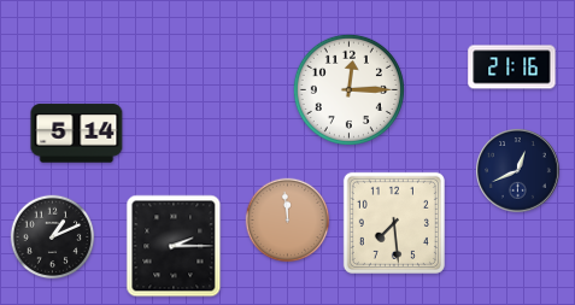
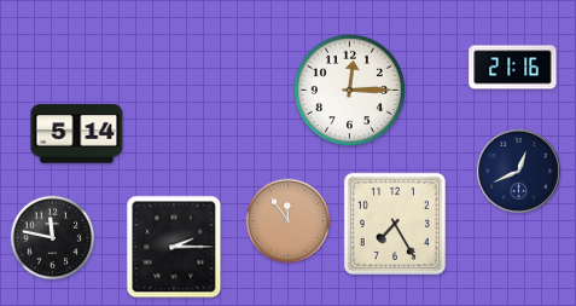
clock at (288, 221): 11:59 -> 11:54
clock at (394, 223): 7:29 -> 7:25
clock at (53, 237): 1:11 -> 11:47
